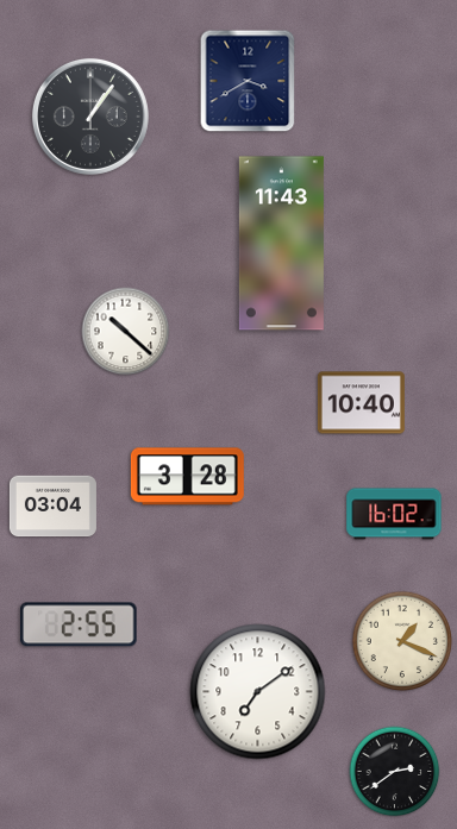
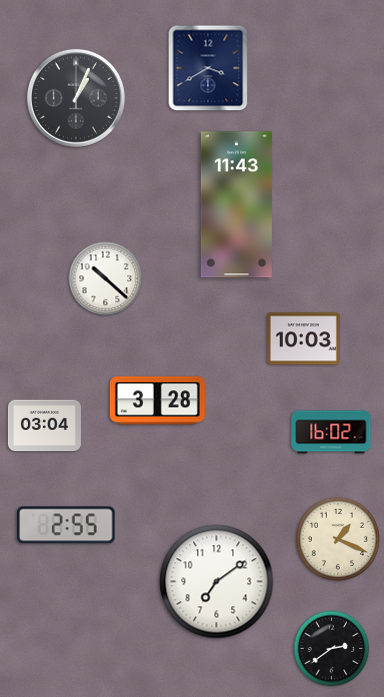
clock at (90, 117): 1:06 -> 1:04
clock at (361, 403): 10:40 -> 10:03
